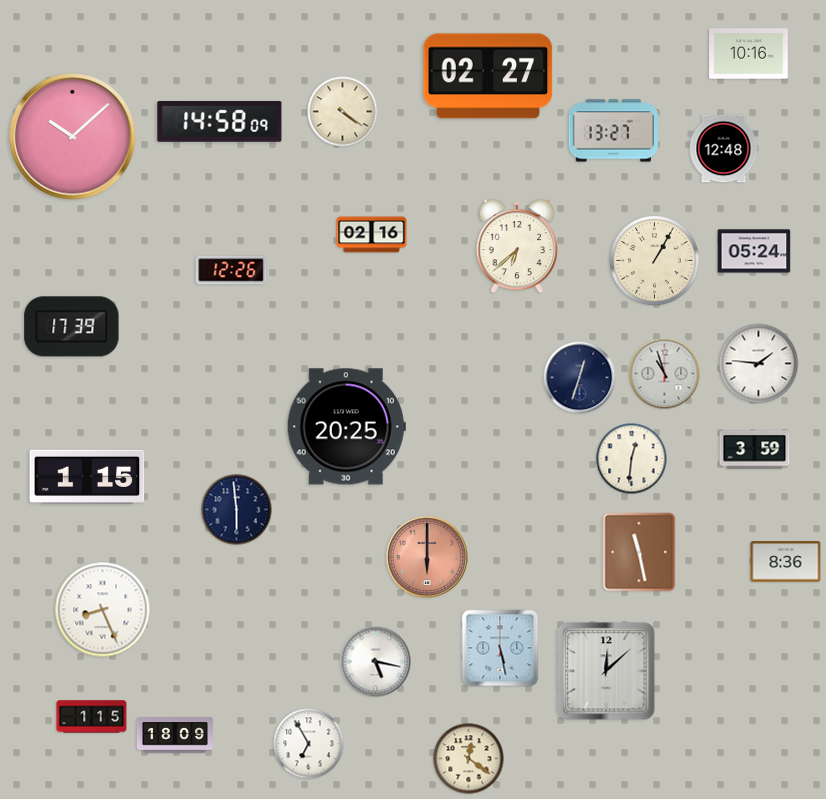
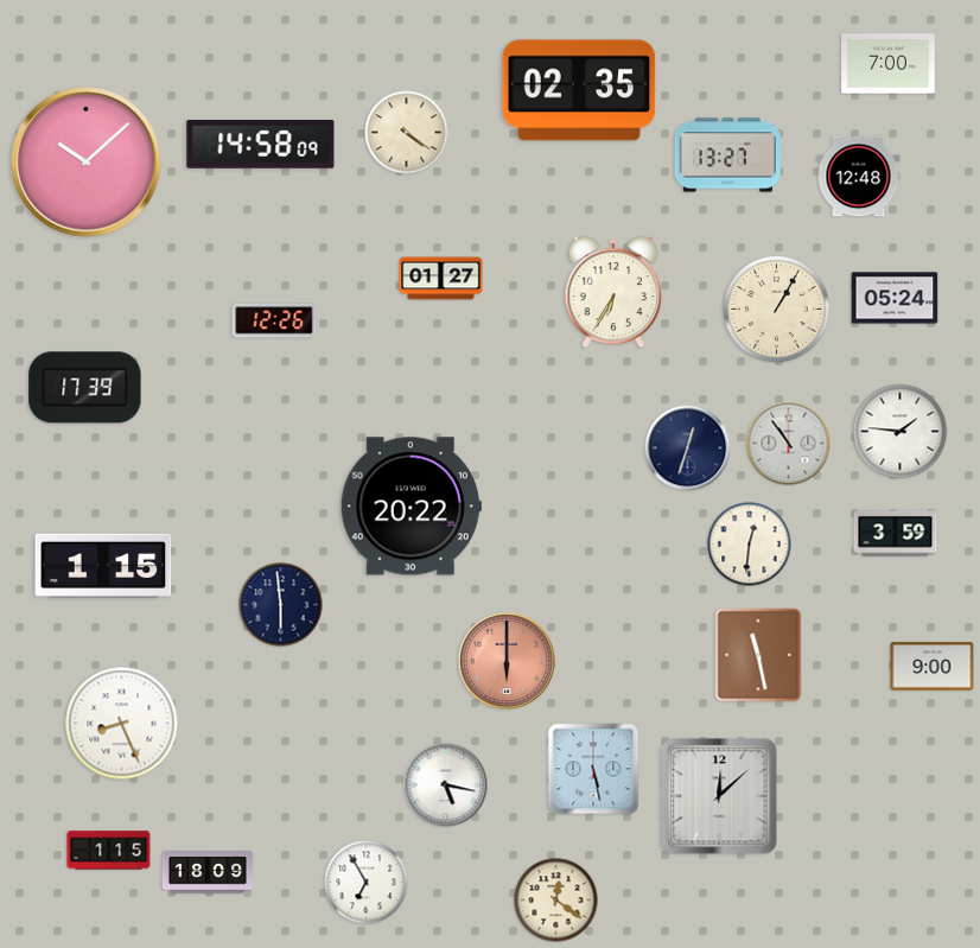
clock at (749, 54): 10:16 -> 7:00
clock at (488, 76): 02:27 -> 02:35
clock at (372, 235): 02:16 -> 01:27
clock at (517, 247): 6:38 -> 6:35
clock at (665, 374): 10:57 -> 10:54
clock at (346, 427): 20:25 -> 20:22
clock at (786, 562): 8:36 -> 9:00
